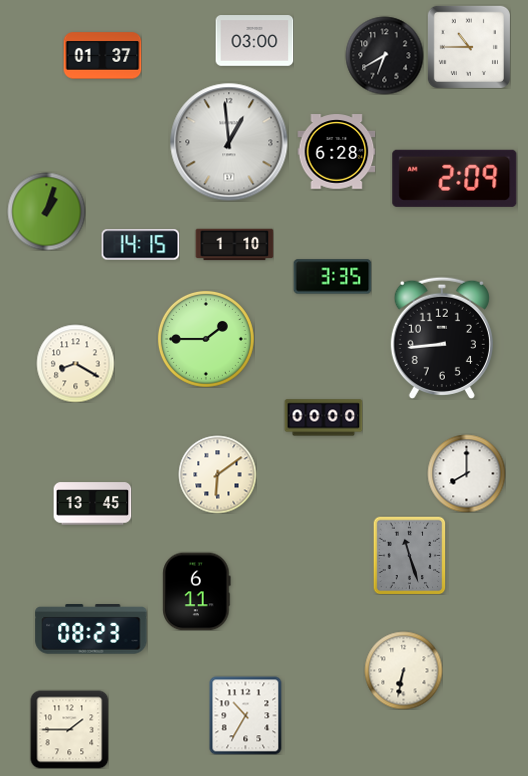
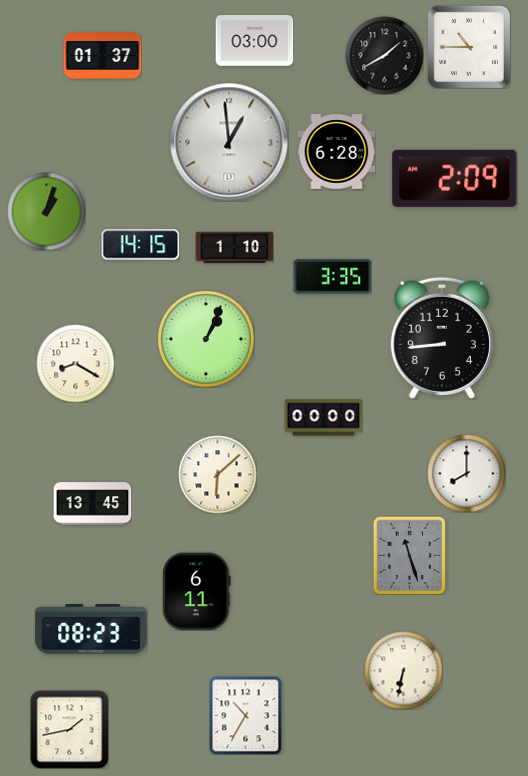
clock at (384, 55): 6:40 -> 1:40
clock at (234, 245) position: (234, 245) -> (234, 248)
clock at (206, 339): 1:45 -> 1:04
clock at (217, 474): 6:09 -> 6:08
clock at (69, 729): 1:45 -> 1:43
